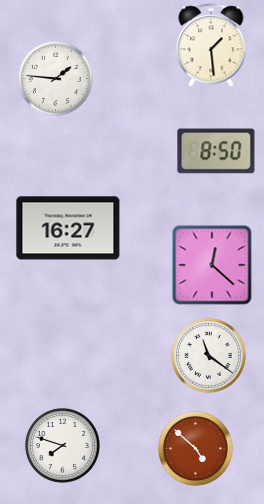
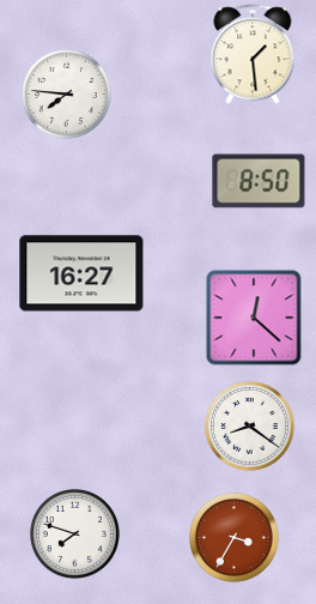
clock at (55, 78): 1:46 -> 7:46
clock at (208, 355): 11:21 -> 8:21
clock at (195, 448): 4:52 -> 3:35
